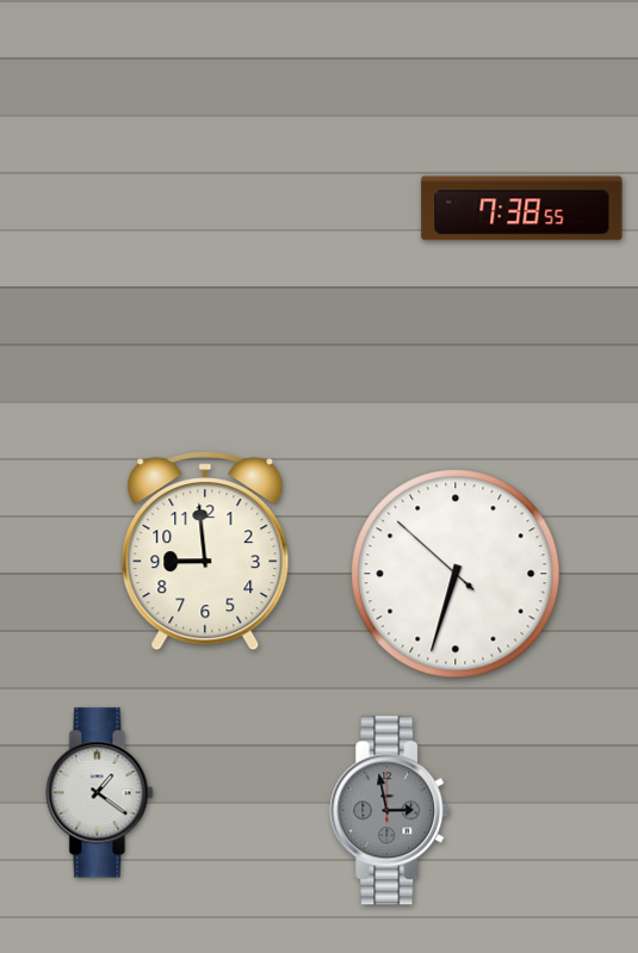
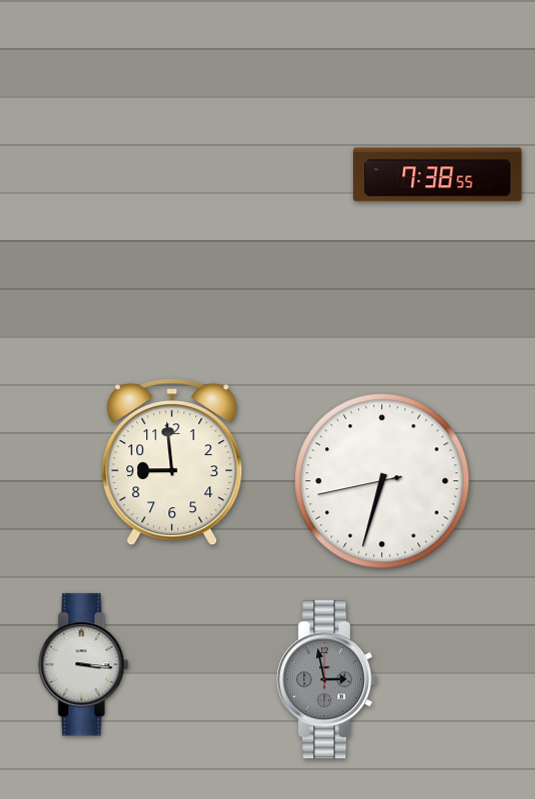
clock at (456, 574): 6:32:52 -> 6:32:43
clock at (100, 793): 1:21 -> 3:16
